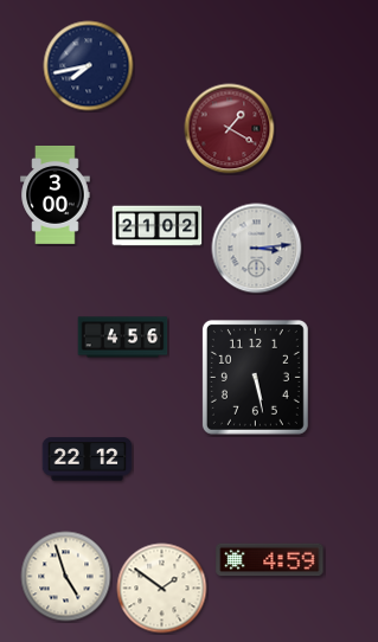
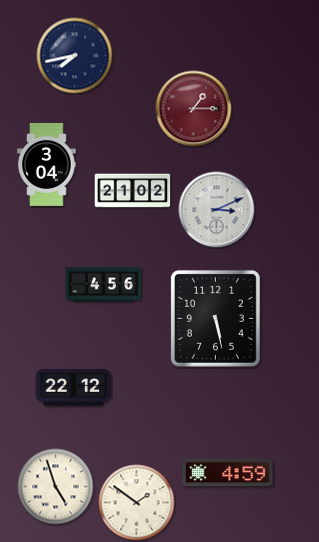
clock at (230, 129): 1:20 -> 1:15
clock at (56, 194): 3:00 -> 3:04
clock at (257, 249): 3:14 -> 3:11
clock at (162, 589) position: (162, 589) -> (137, 503)
